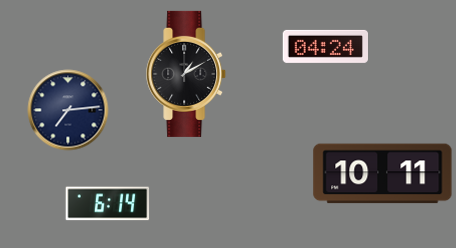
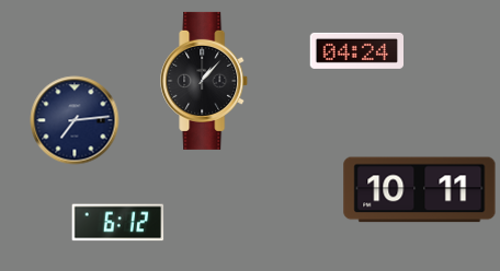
clock at (187, 74): 1:10 -> 1:07
clock at (108, 204): 6:14 -> 6:12
